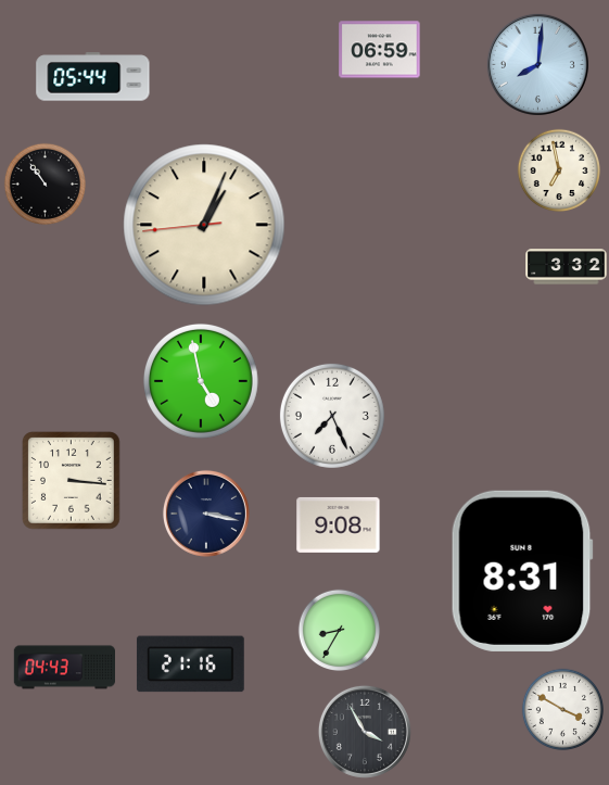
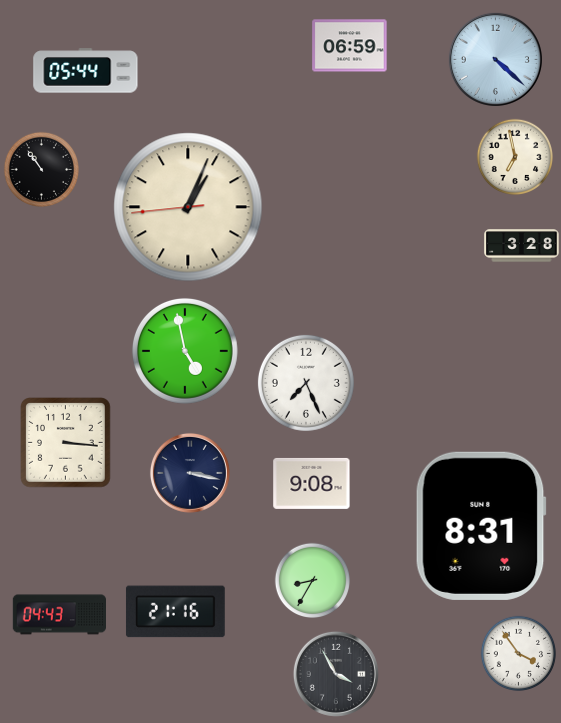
clock at (537, 64): 8:01 -> 4:22
clock at (567, 267): 3:32 -> 3:28
clock at (563, 710): 3:50 -> 3:54
